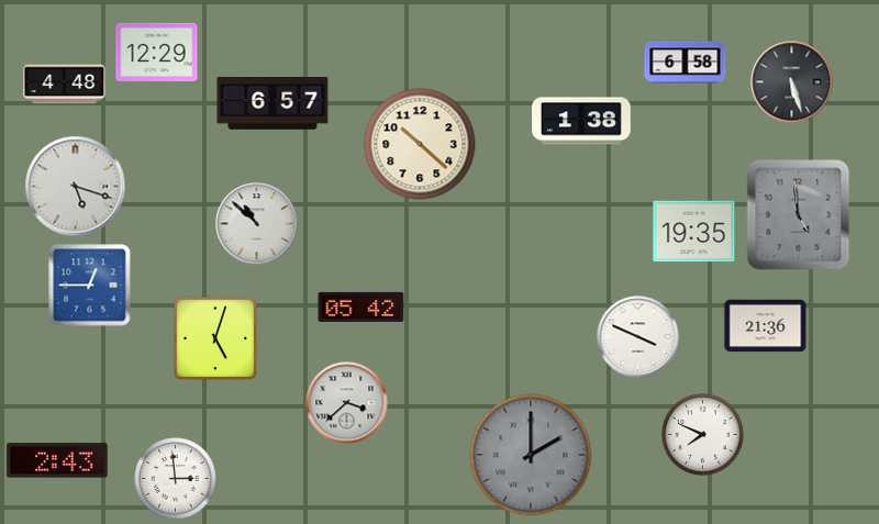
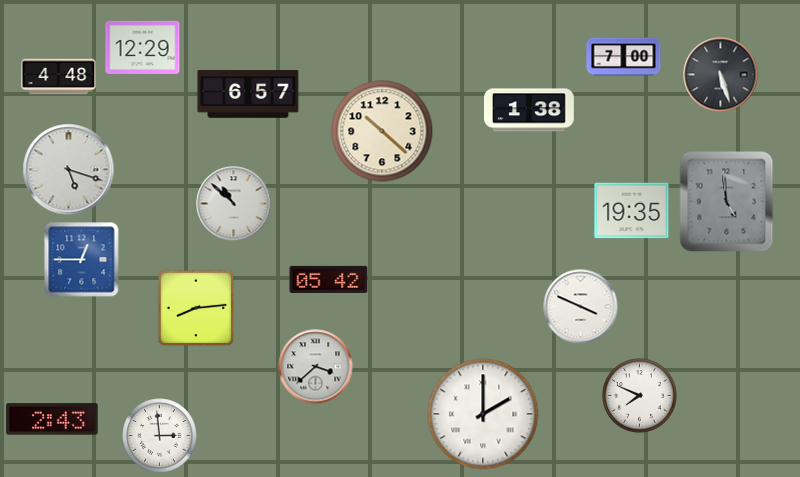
clock at (686, 63): 6:58 -> 7:00
clock at (799, 215) position: (799, 215) -> (727, 202)
clock at (766, 326): 21:36 -> none
clock at (215, 338): 5:03 -> 8:14
clock at (531, 455) dial: grey -> white
